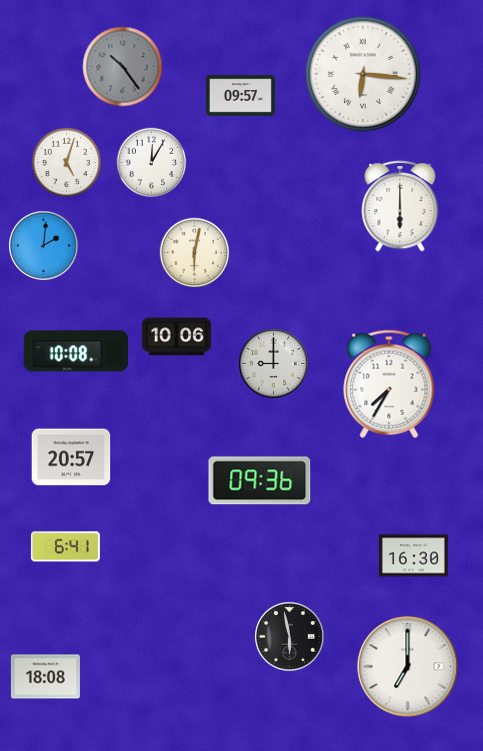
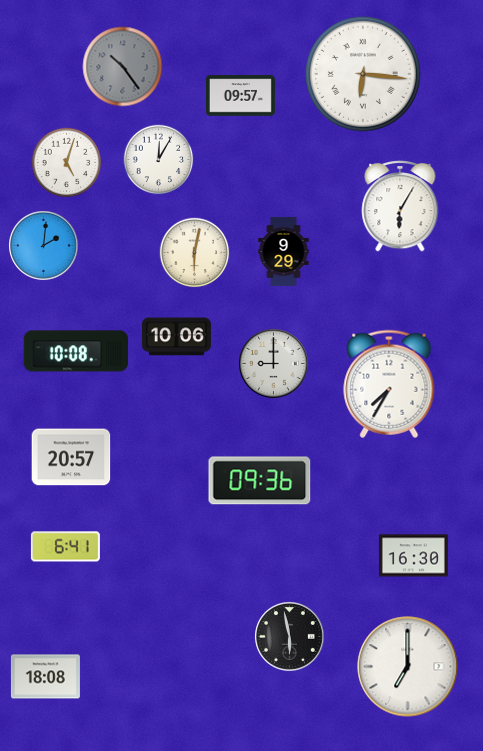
clock at (152, 163) position: (152, 163) -> (159, 160)
clock at (400, 206): 6:00 -> 6:05
clock at (284, 251): none -> 9:29
